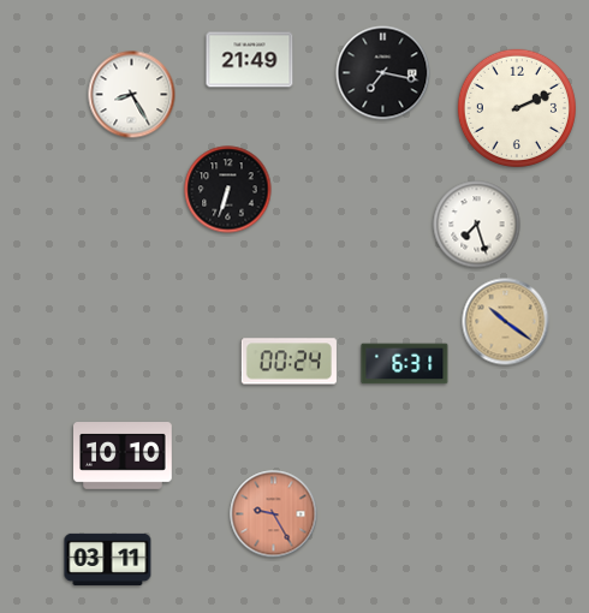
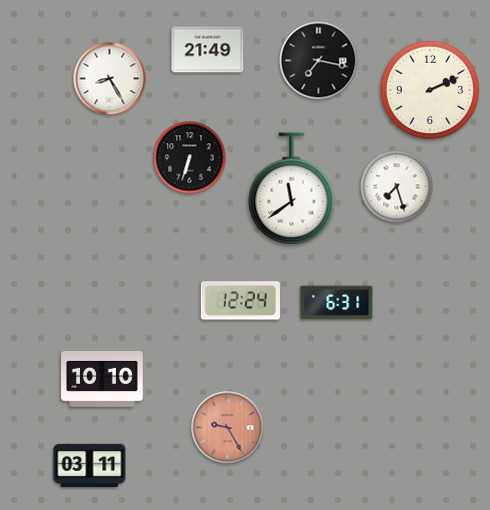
clock at (292, 189): none -> 11:39
clock at (506, 322): 10:21 -> none
clock at (288, 362): 00:24 -> 12:24
